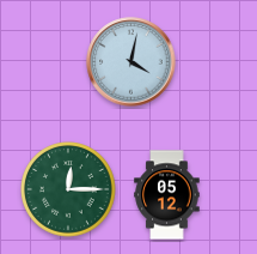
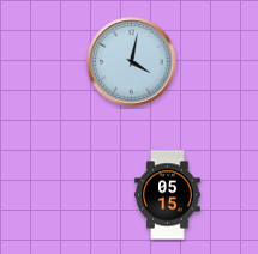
clock at (68, 189): 12:15 -> none
clock at (167, 195): 05:12 -> 05:15
